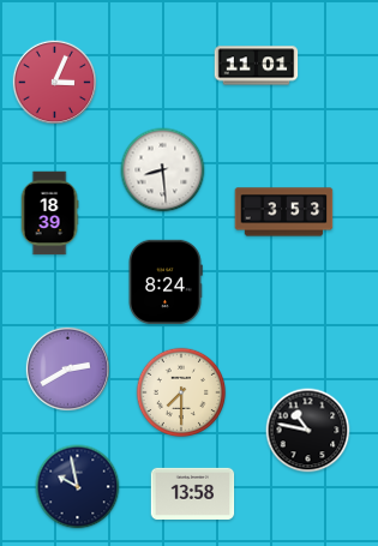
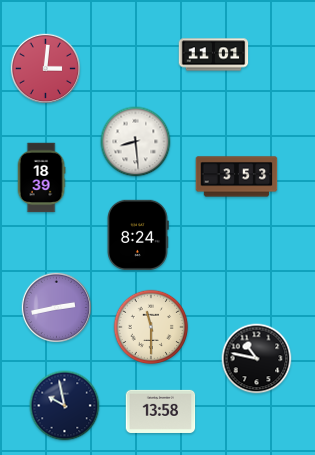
clock at (54, 82): 3:04 -> 3:01
clock at (67, 368): 2:40 -> 2:43
clock at (181, 392): 7:30 -> 11:30
